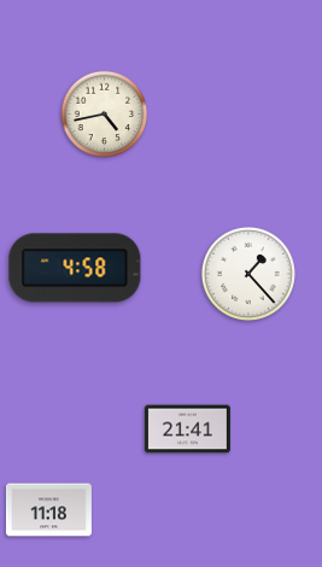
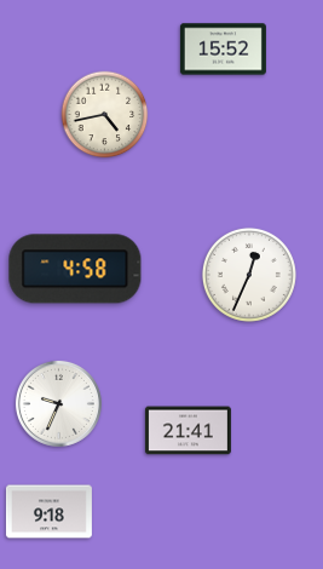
clock at (223, 50): none -> 15:52
clock at (248, 274): 1:23 -> 12:34
clock at (58, 403): none -> 9:34
clock at (48, 510): 11:18 -> 9:18
